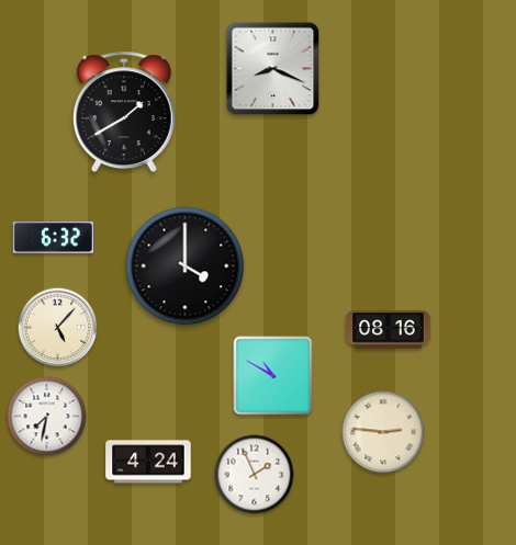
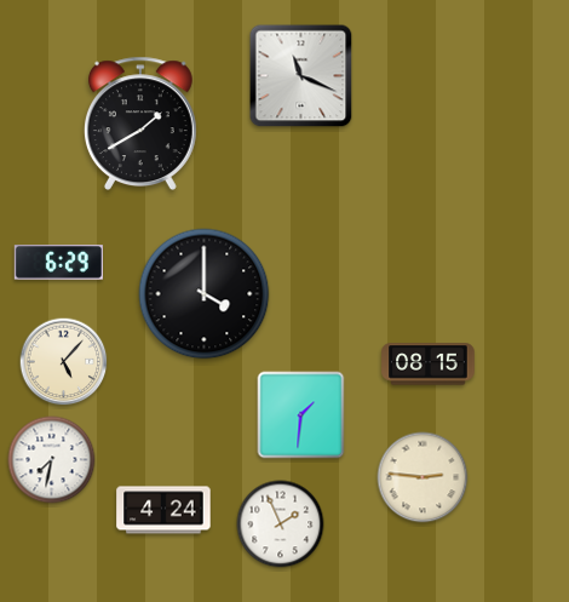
clock at (273, 69): 8:19 -> 11:19
clock at (124, 111) position: (124, 111) -> (140, 122)
clock at (53, 238): 6:32 -> 6:29
clock at (389, 330): 08:16 -> 08:15
clock at (273, 376): 10:50 -> 1:31
